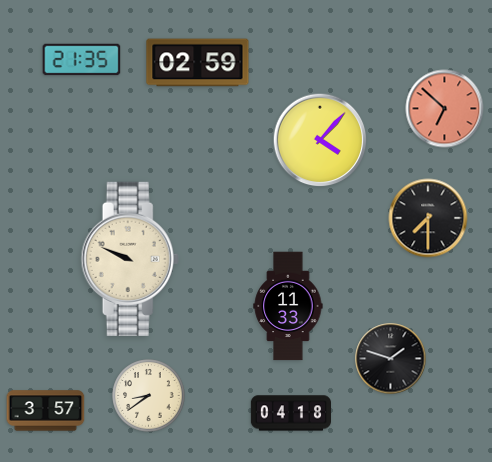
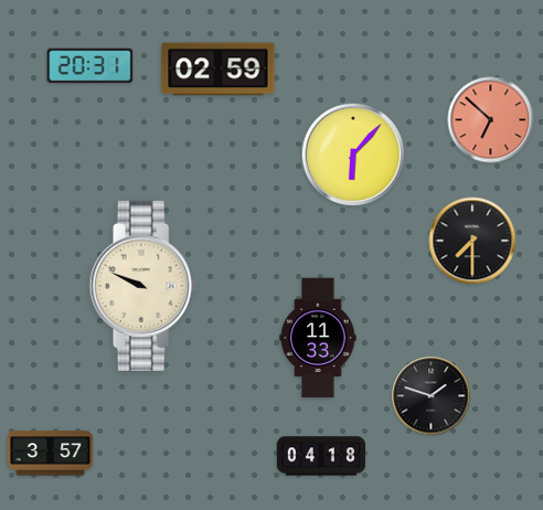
clock at (82, 60): 21:35 -> 20:31
clock at (320, 140): 4:07 -> 6:07
clock at (149, 396): 8:39 -> none
